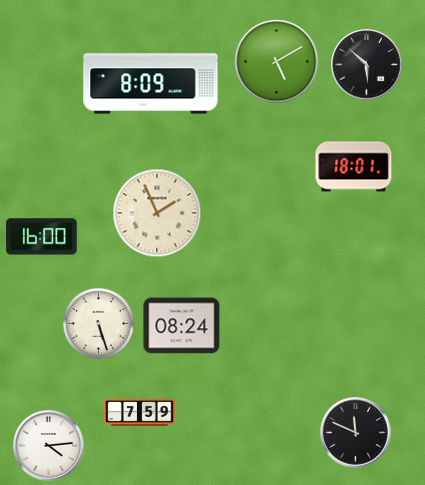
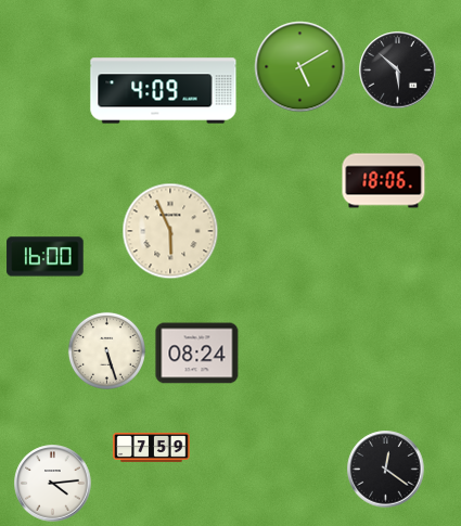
clock at (151, 84): 8:09 -> 4:09
clock at (354, 167): 18:01 -> 18:06
clock at (157, 213): 1:56 -> 5:56
clock at (356, 433): 11:49 -> 12:21
